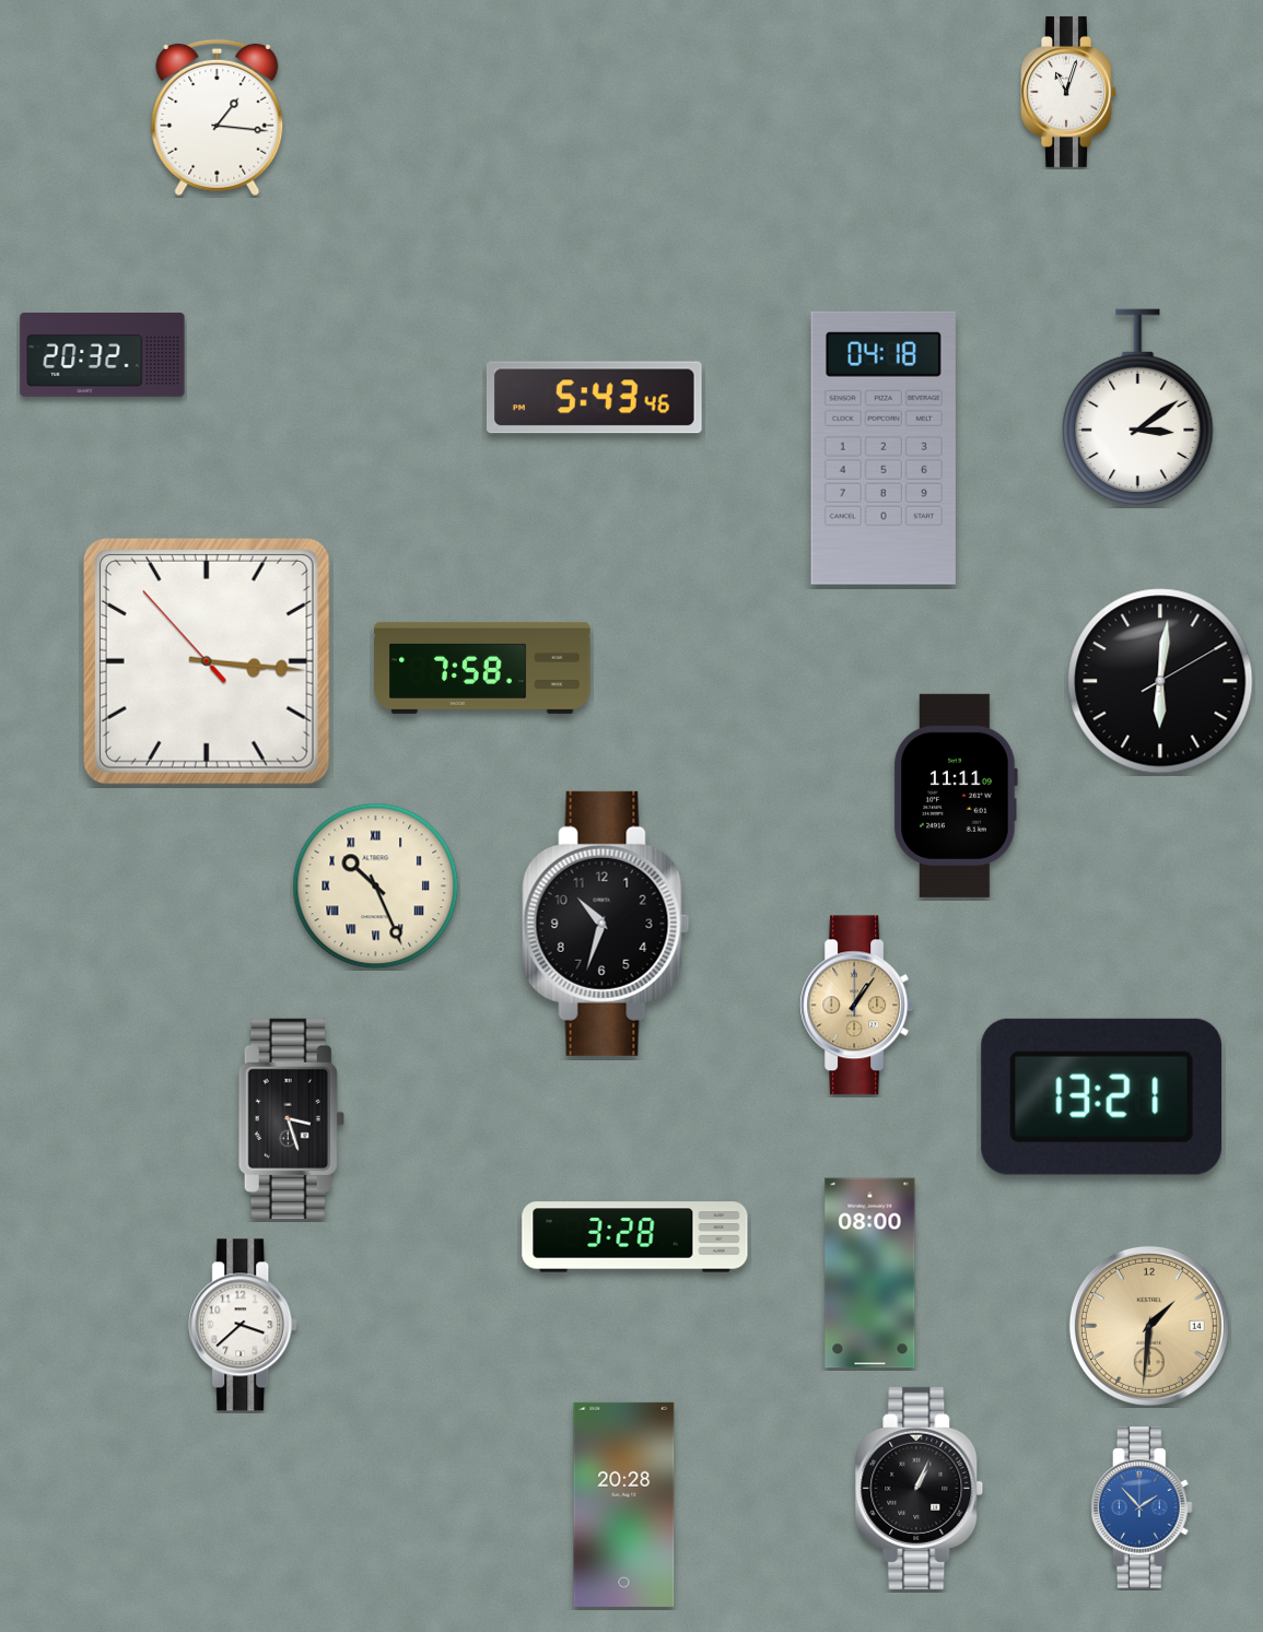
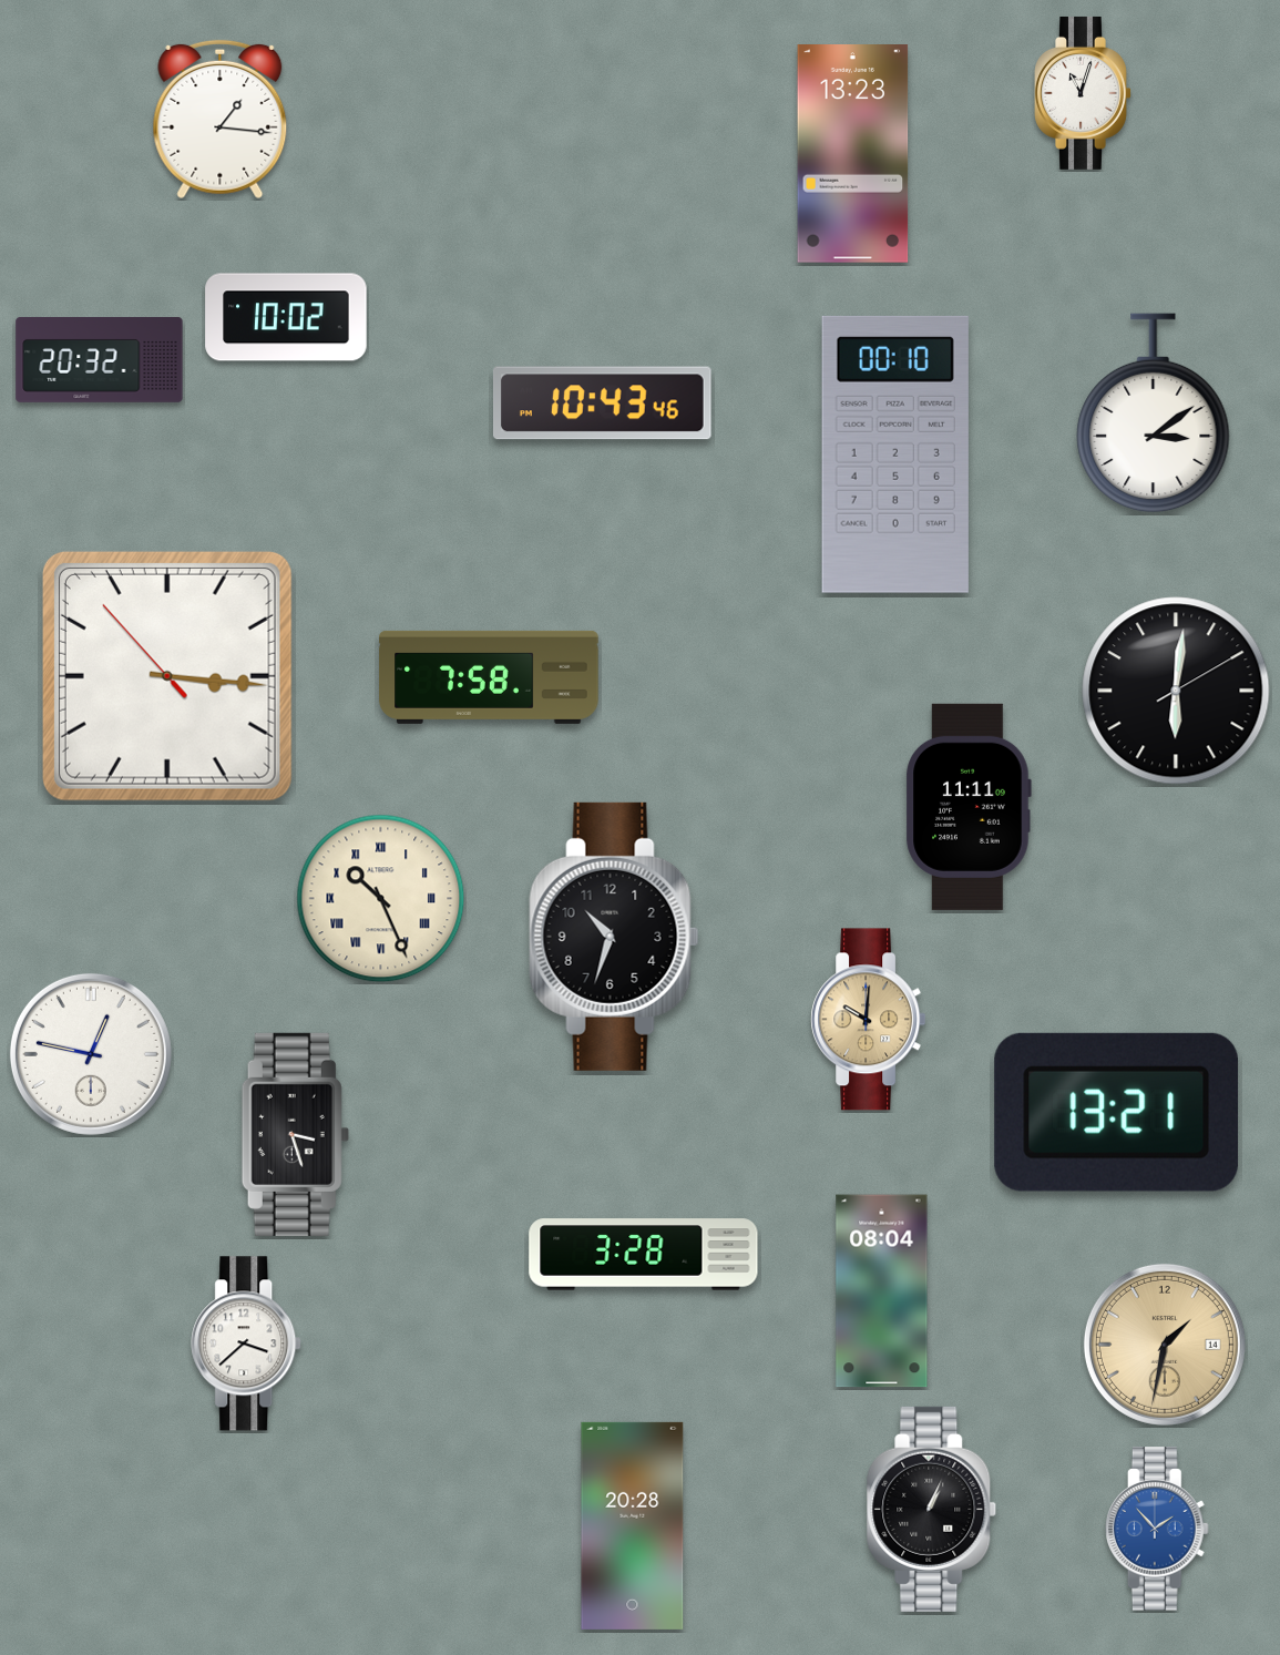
clock at (853, 154): none -> 13:23
clock at (286, 317): none -> 10:02
clock at (103, 355) position: (103, 355) -> (100, 360)
clock at (594, 398): 5:43 -> 10:43
clock at (884, 448): 04:18 -> 00:10
clock at (207, 661) position: (207, 661) -> (167, 676)
clock at (857, 1006): 1:06 -> 10:01
clock at (91, 1054): none -> 12:47
clock at (870, 1273): 08:00 -> 08:04
clock at (1149, 1326): 1:31 -> 1:32
